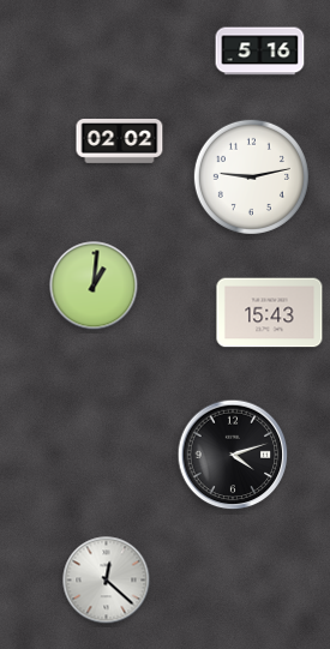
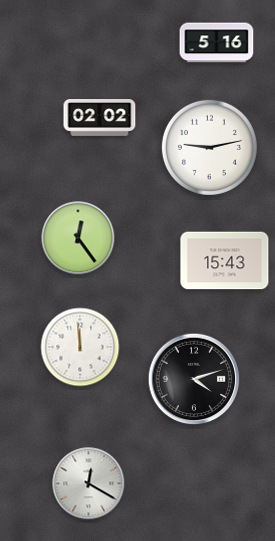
clock at (94, 286): 1:01 -> 12:24
clock at (80, 347): none -> 11:59
clock at (107, 581): 12:22 -> 12:20
